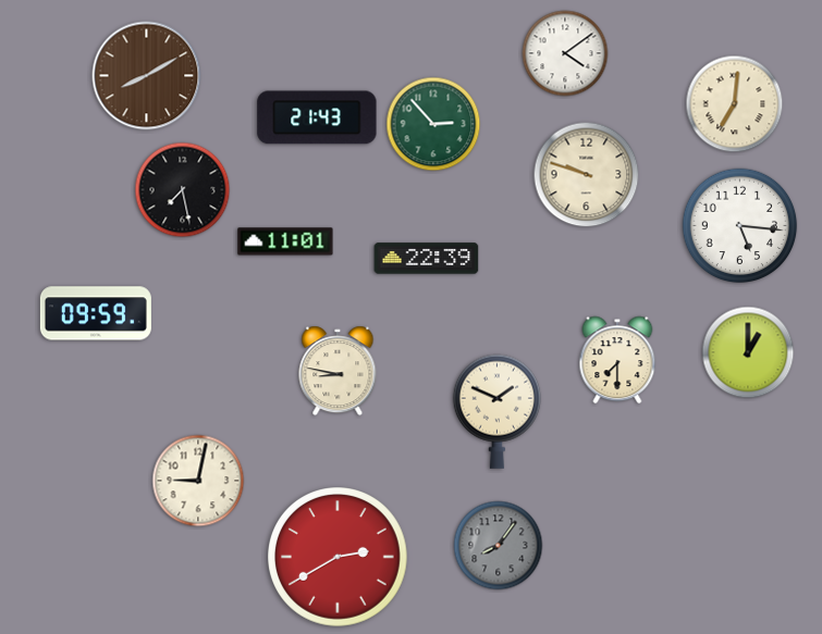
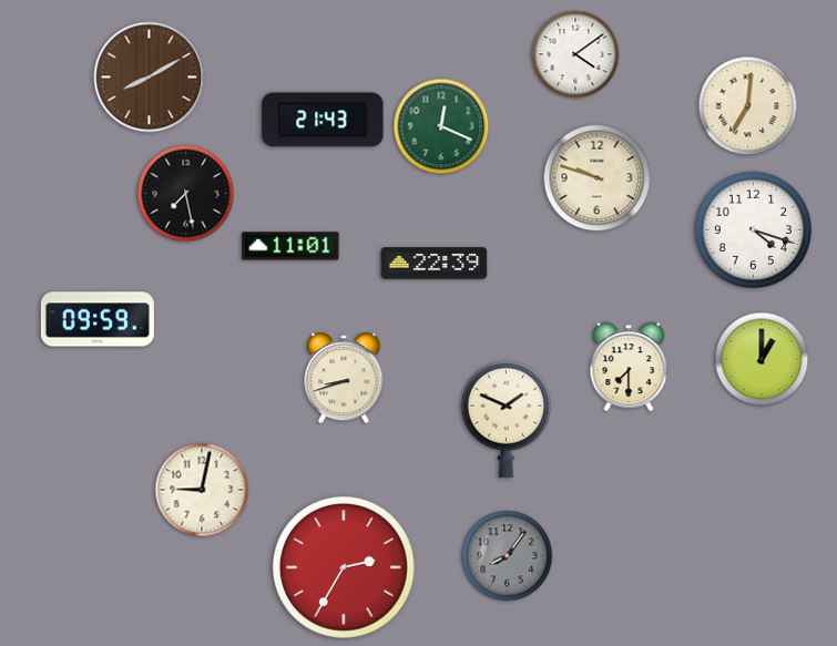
clock at (433, 124): 2:53 -> 12:19
clock at (740, 226): 5:16 -> 4:18
clock at (338, 371): 8:47 -> 8:42
clock at (339, 558): 2:40 -> 2:35
